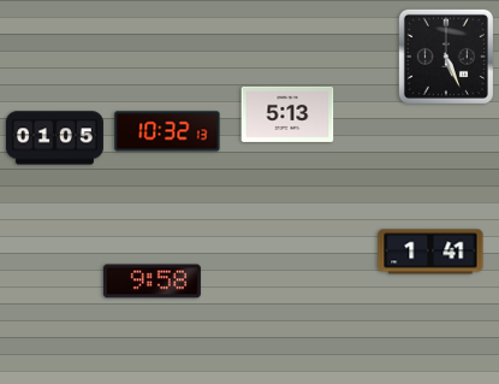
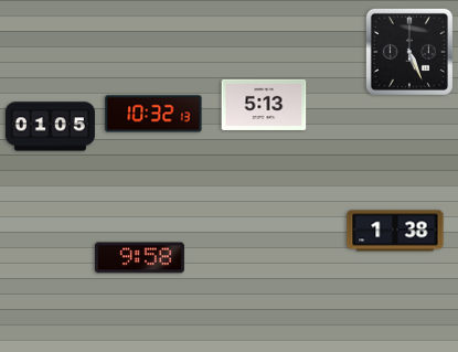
clock at (167, 131) position: (167, 131) -> (153, 114)
clock at (430, 252): 1:41 -> 1:38
